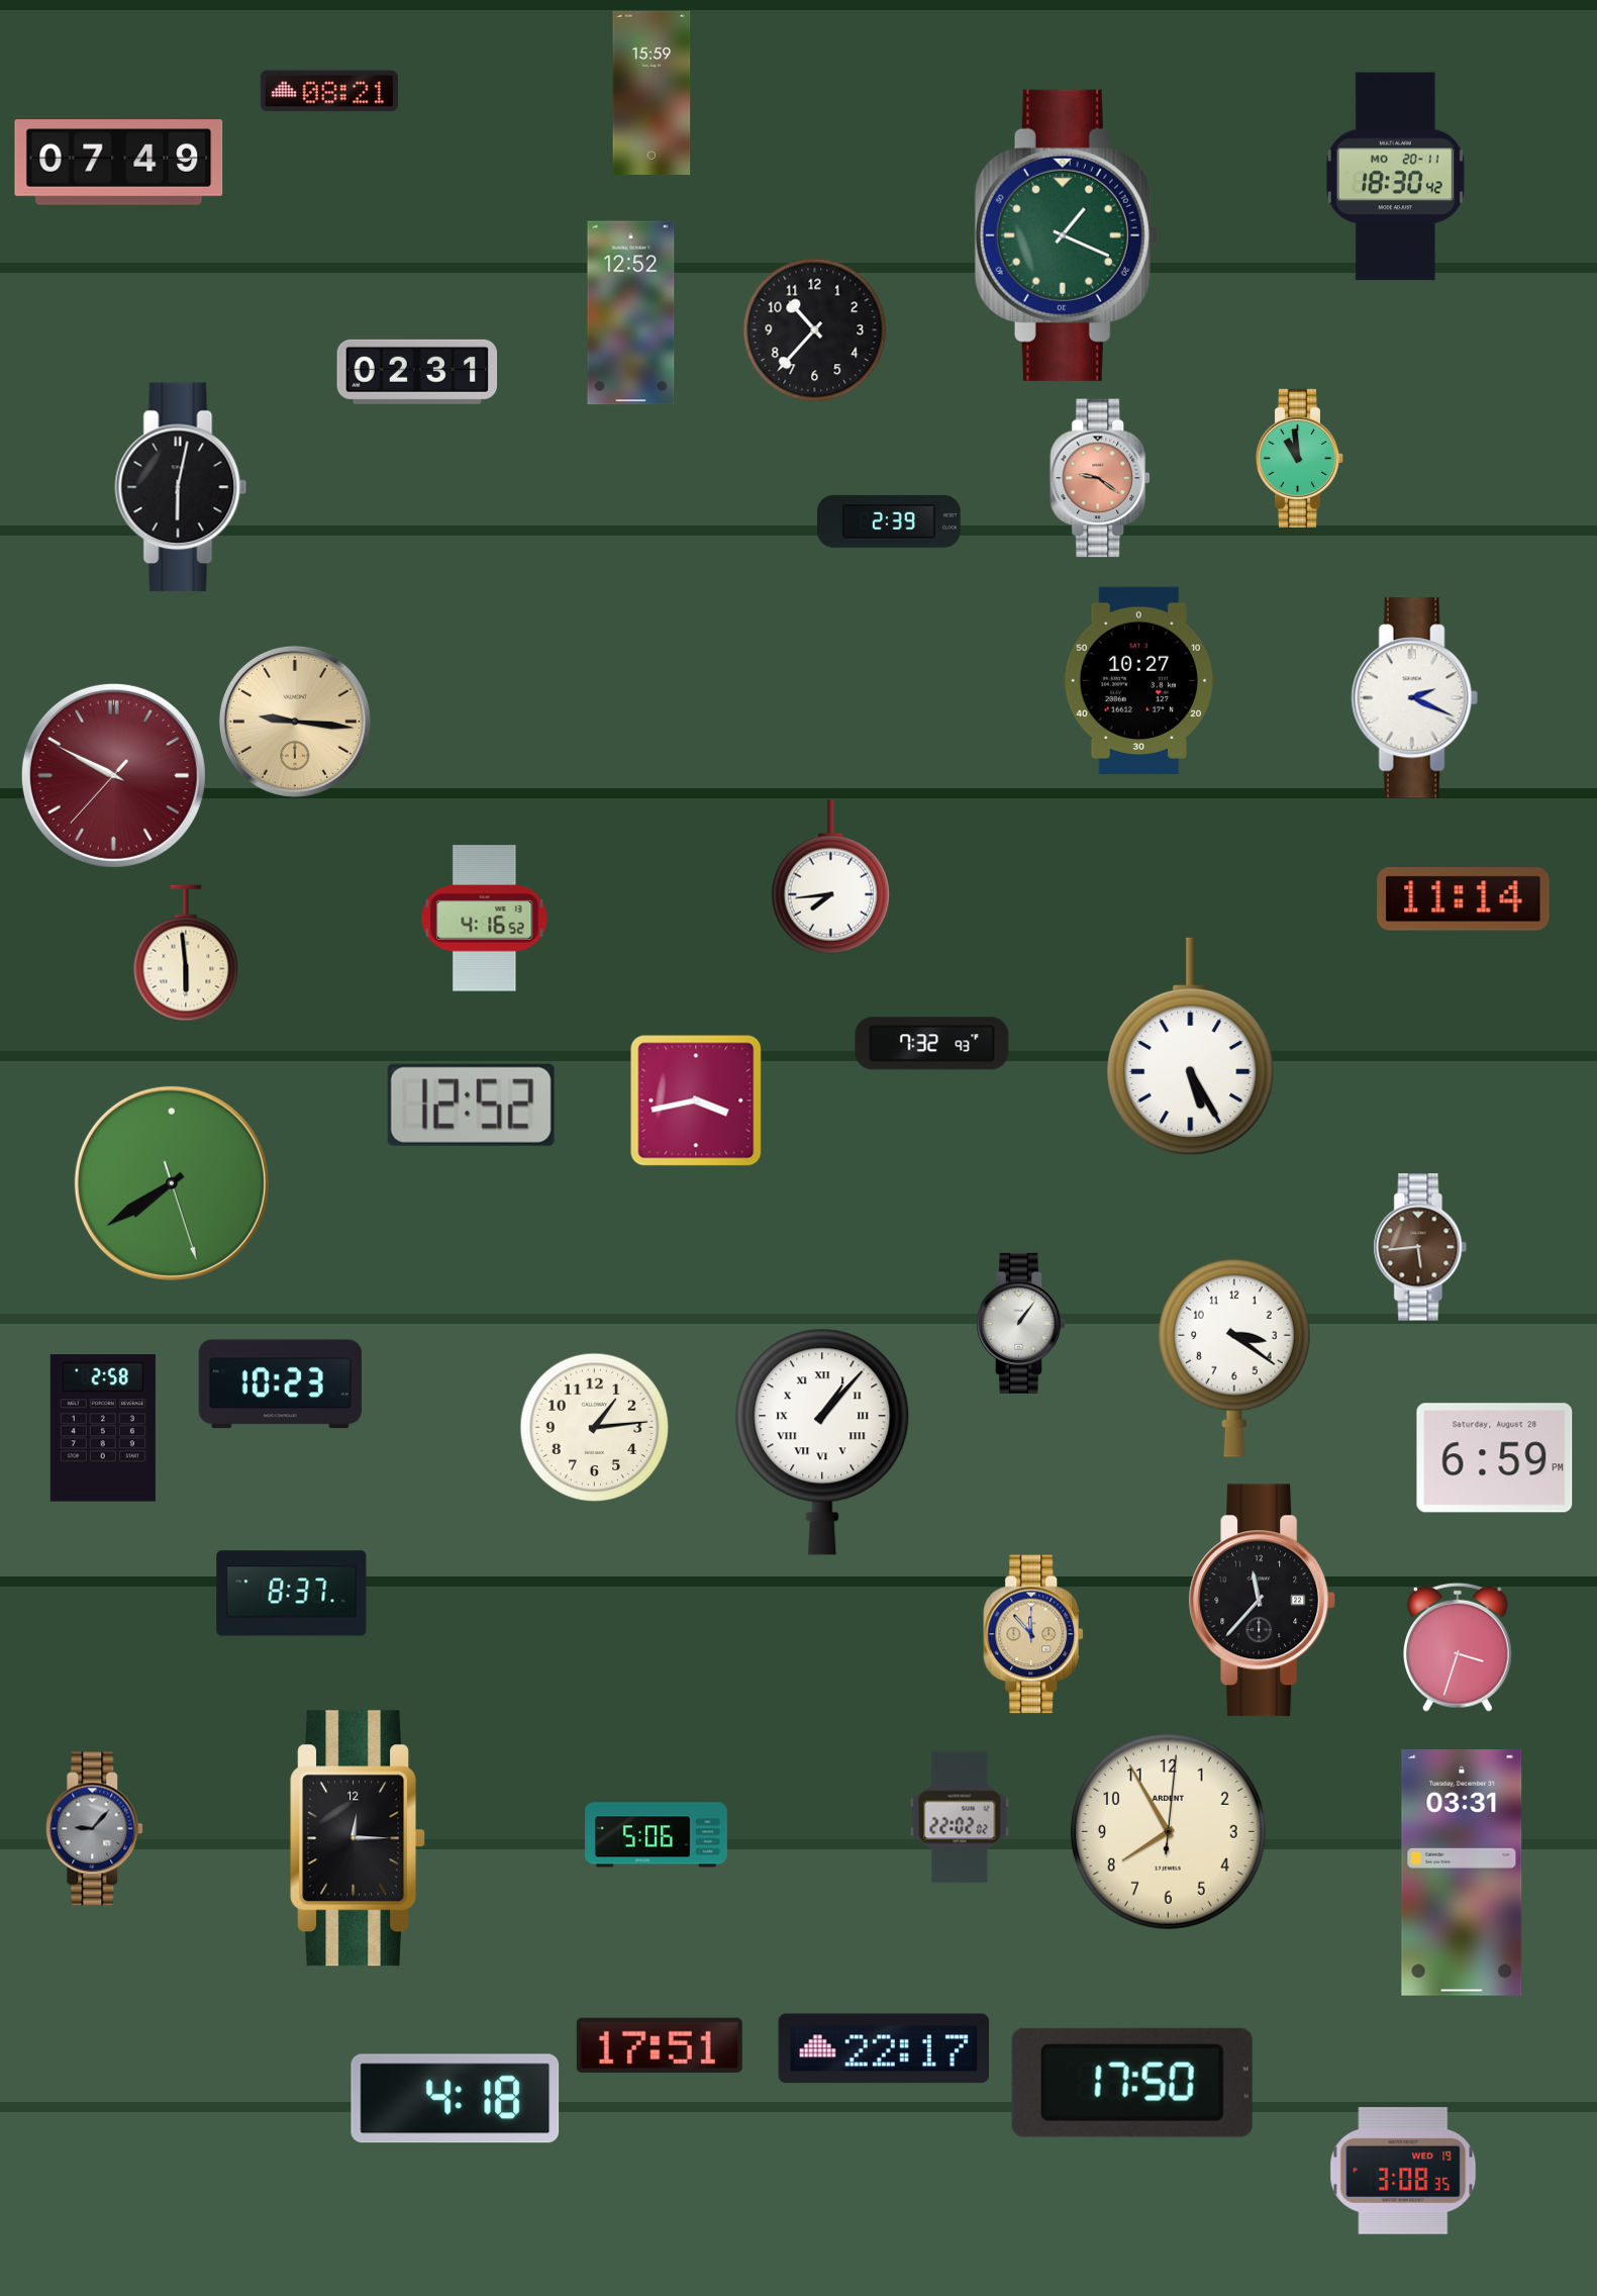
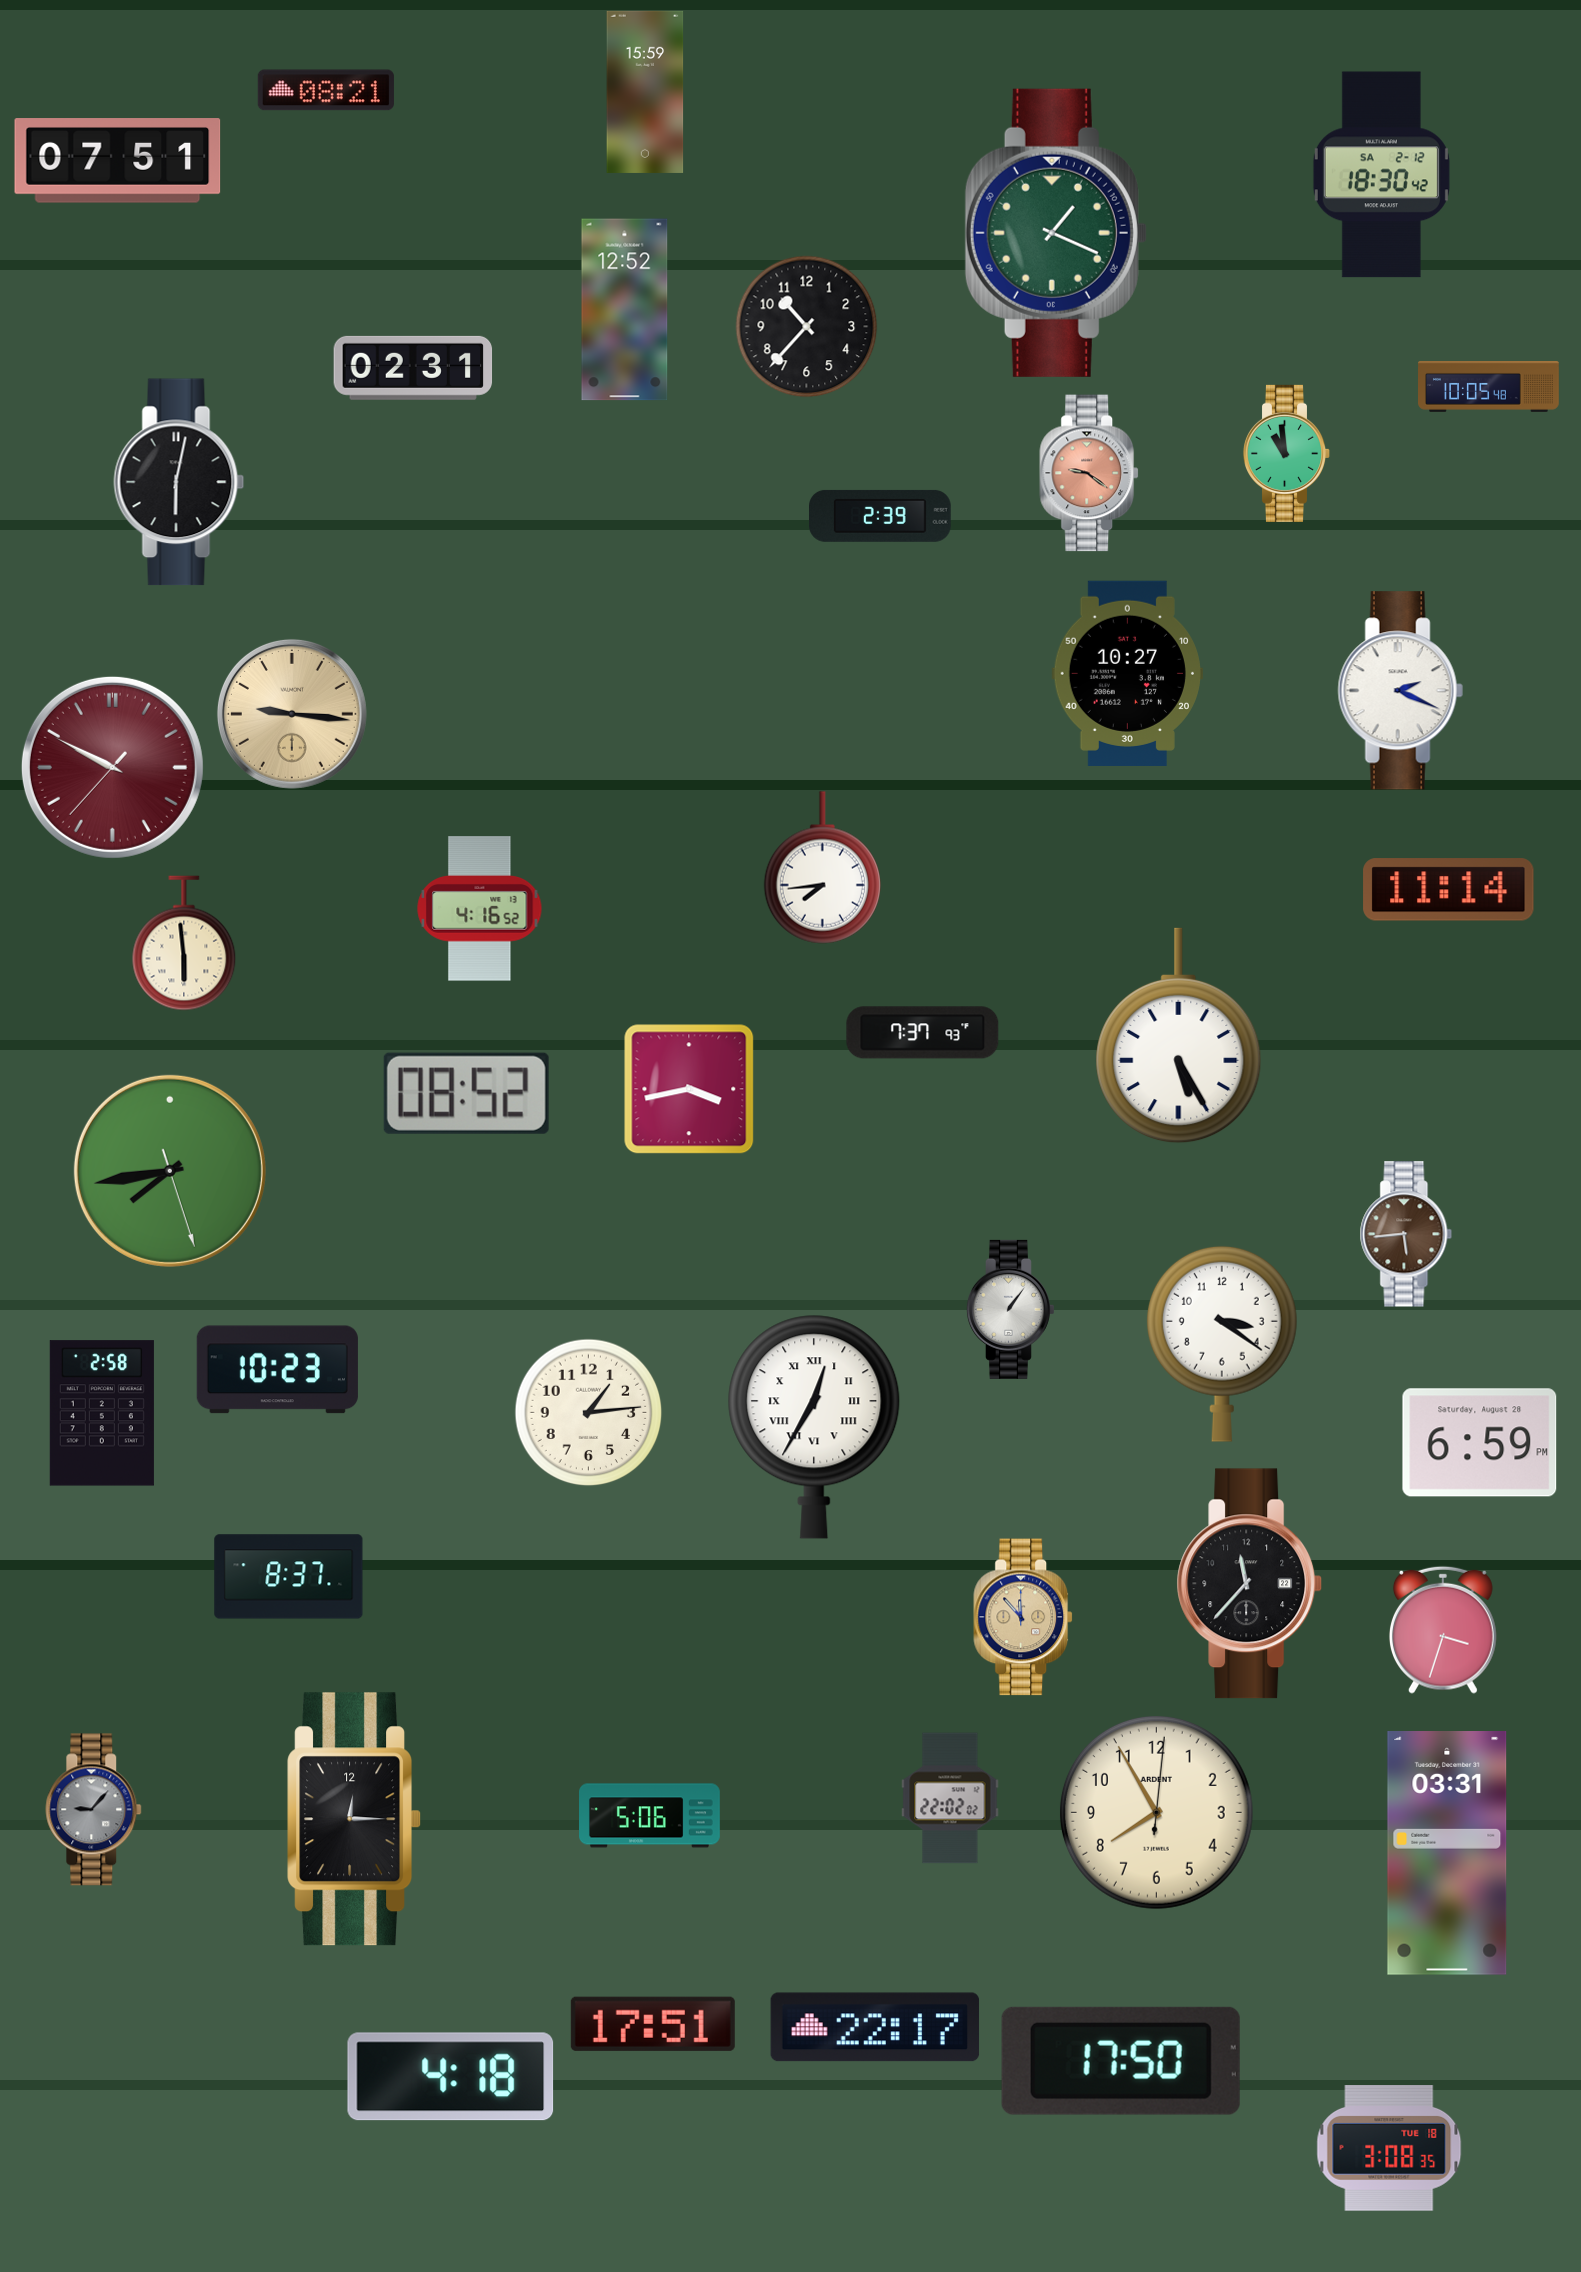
clock at (119, 163): 07:49 -> 07:51
clock at (1395, 177) date: MO 20-11 -> SA 2-12
clock at (1489, 386): none -> 10:05
clock at (932, 1044): 7:32 -> 7:37
clock at (471, 1105): 12:52 -> 08:52
clock at (172, 1183): 7:39 -> 7:43
clock at (822, 1442): 1:07 -> 12:35
clock at (1403, 2172) date: WED 19 -> TUE 18
